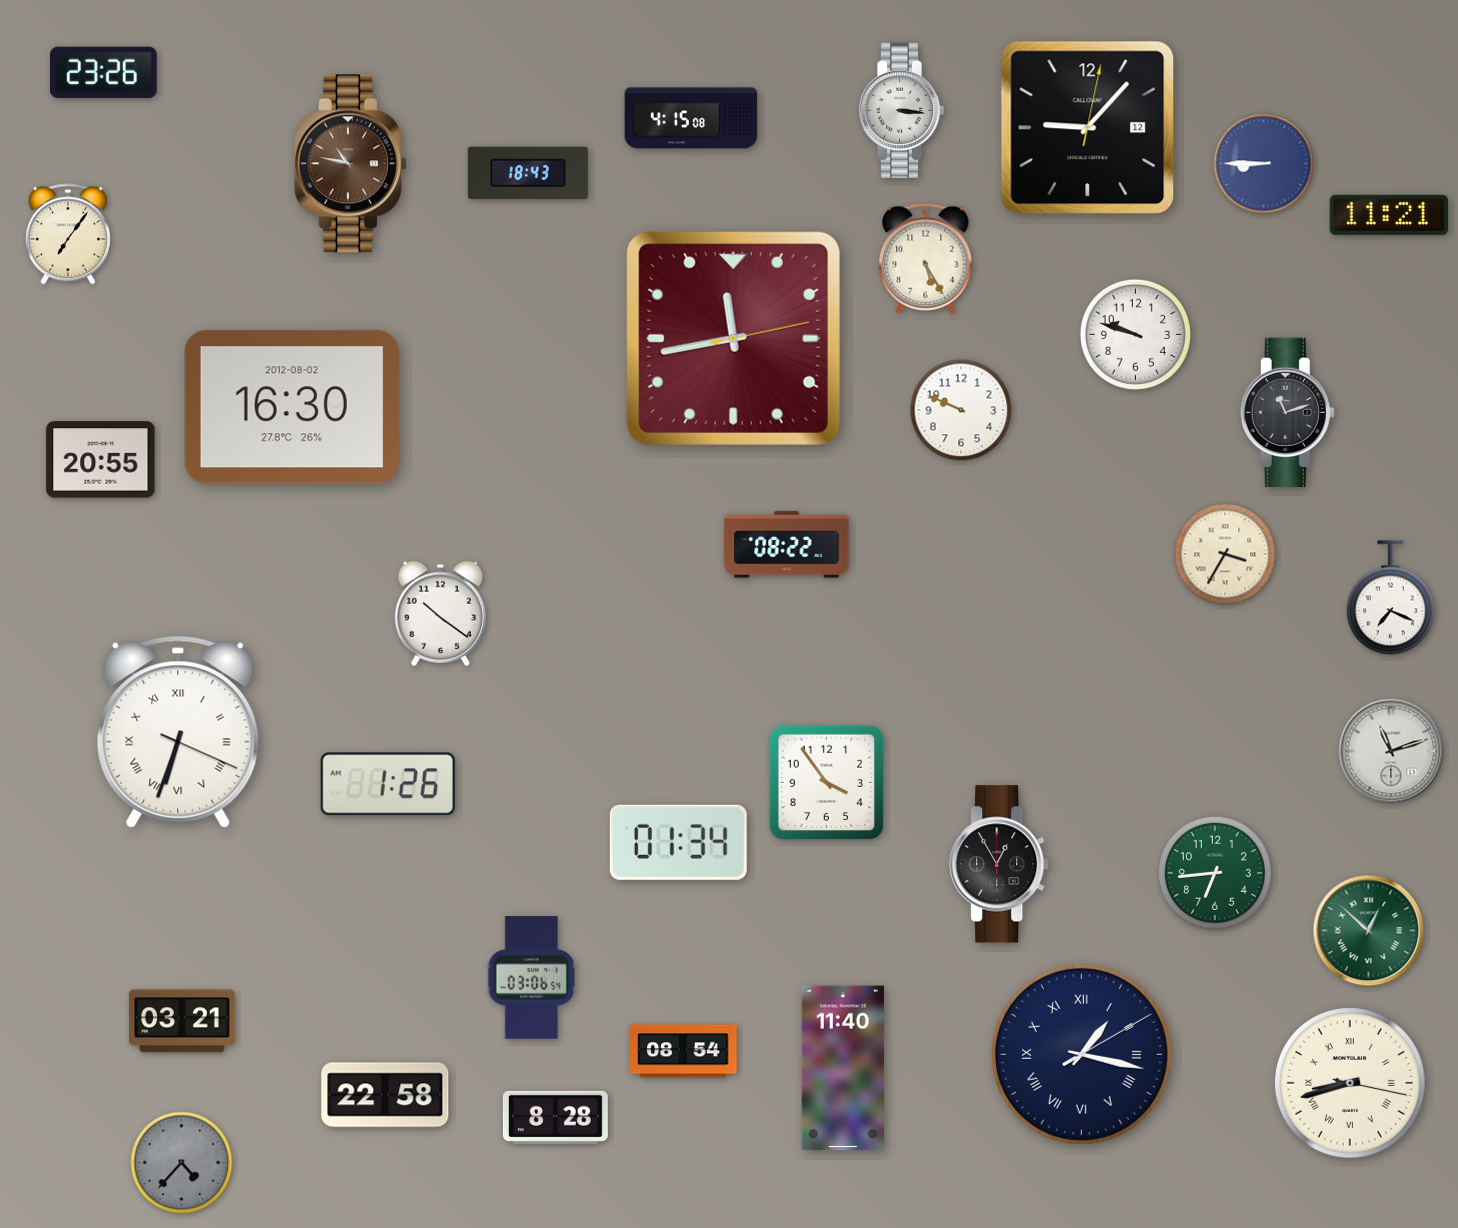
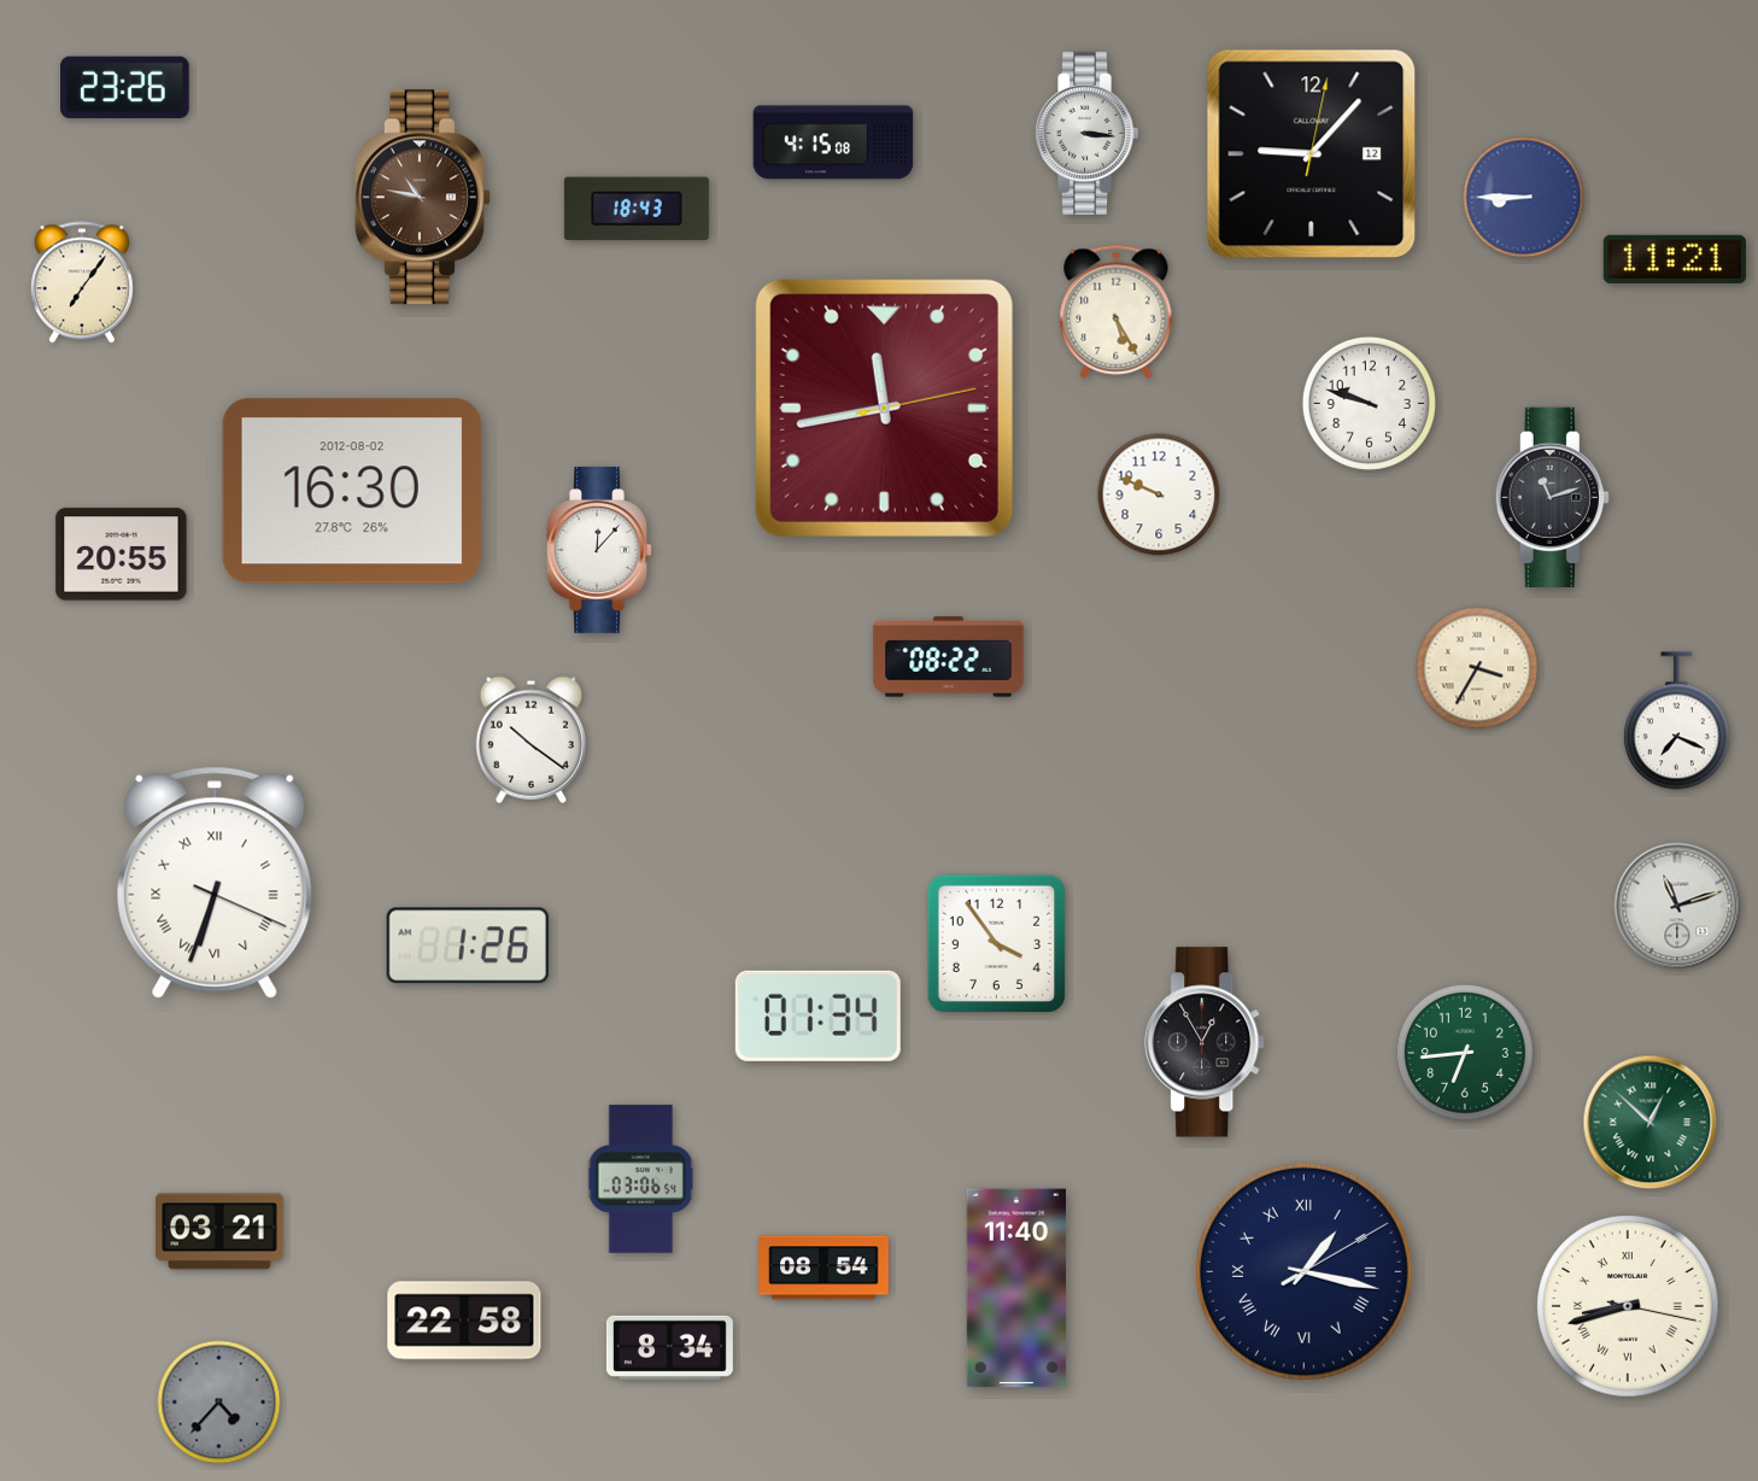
clock at (599, 550): none -> 12:07
clock at (555, 1117): 8:28 -> 8:34
